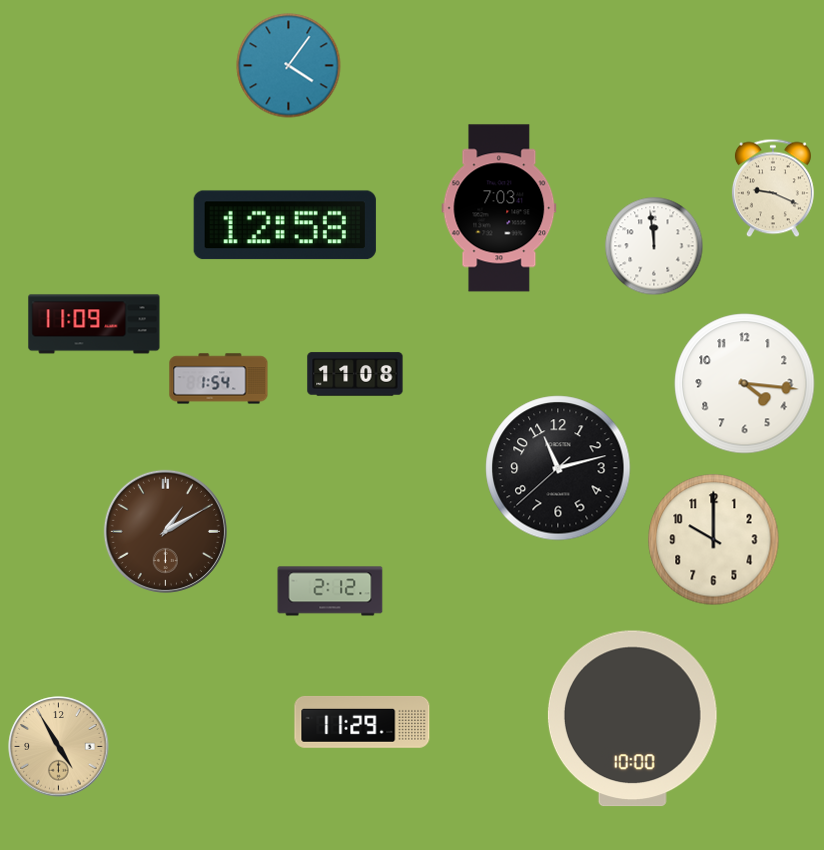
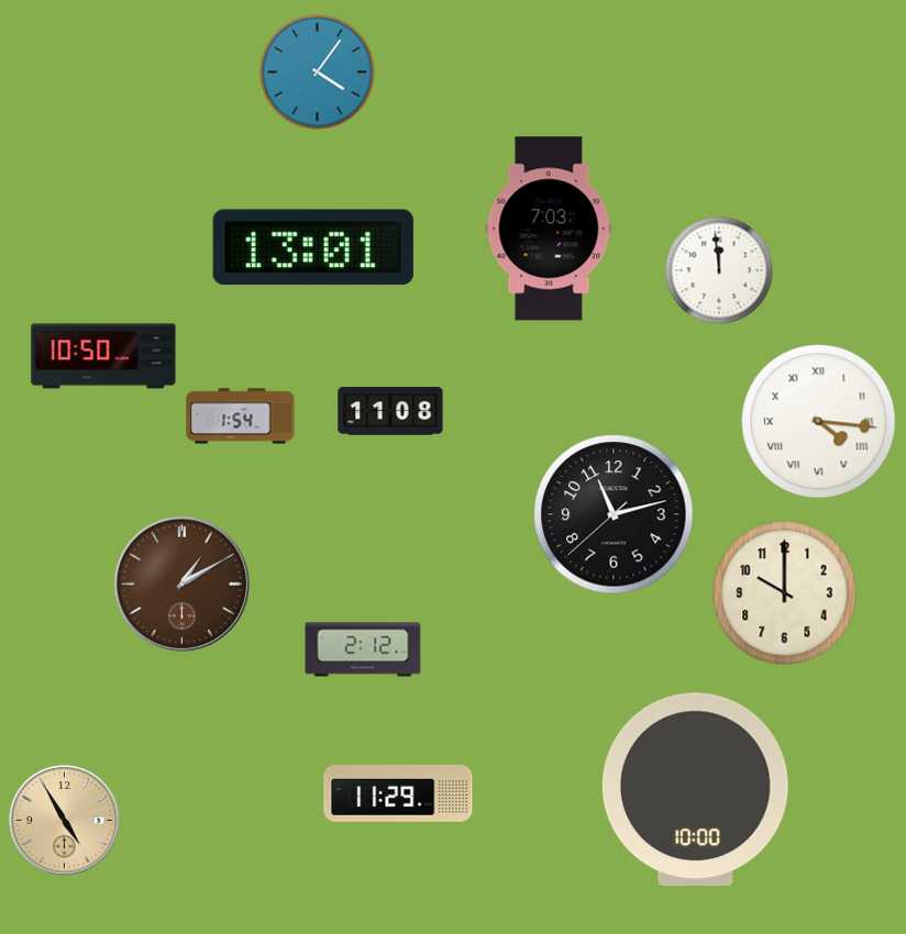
clock at (773, 188): 9:19 -> none
clock at (285, 225): 12:58 -> 13:01
clock at (94, 324): 11:09 -> 10:50
clock at (745, 384) numerals: Arabic -> Roman
